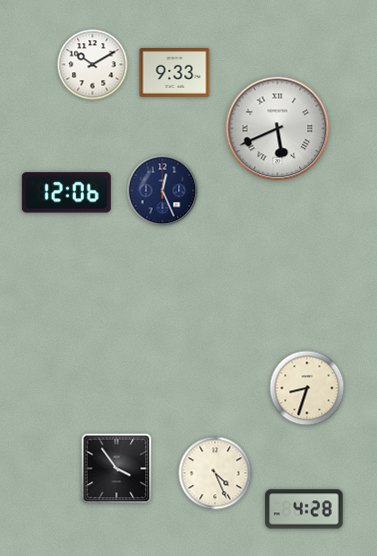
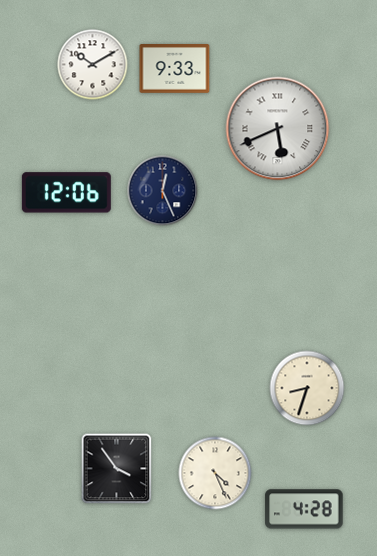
clock at (175, 73) position: (175, 73) -> (175, 69)
